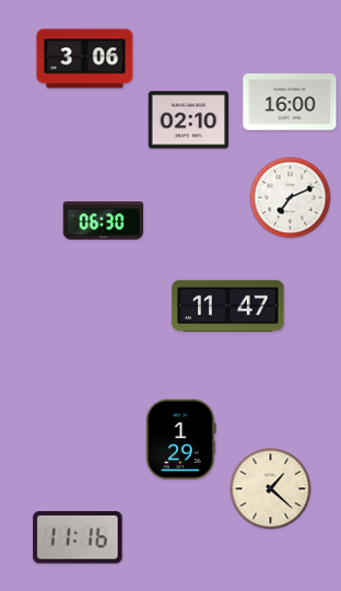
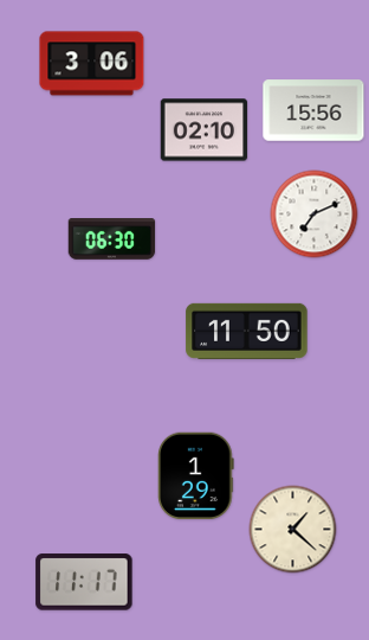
clock at (290, 102): 16:00 -> 15:56
clock at (228, 305): 11:47 -> 11:50
clock at (78, 537): 11:16 -> 11:17
